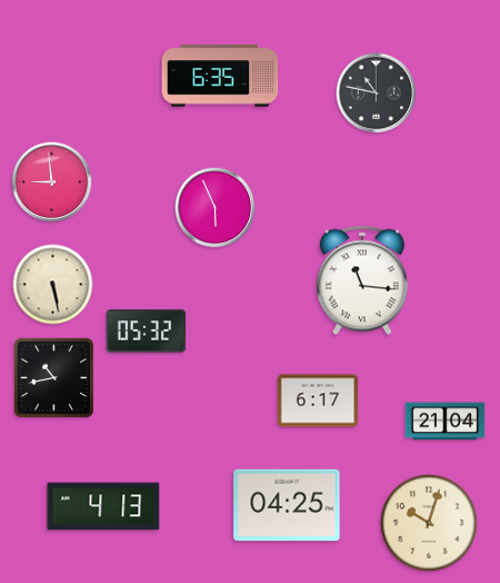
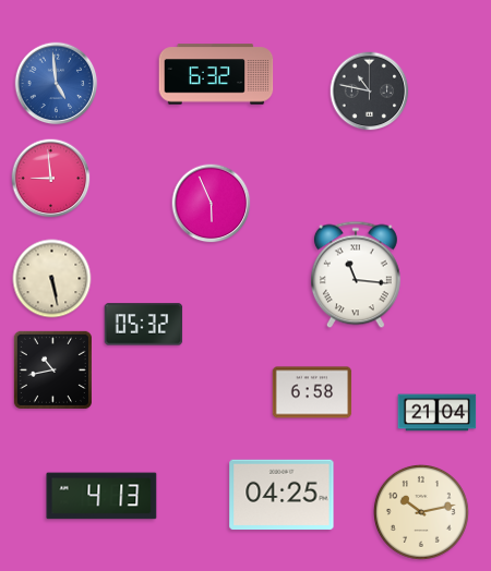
clock at (220, 76): 6:35 -> 6:32
clock at (57, 84): none -> 4:59
clock at (318, 401): 6:17 -> 6:58
clock at (429, 523): 10:03 -> 10:13
